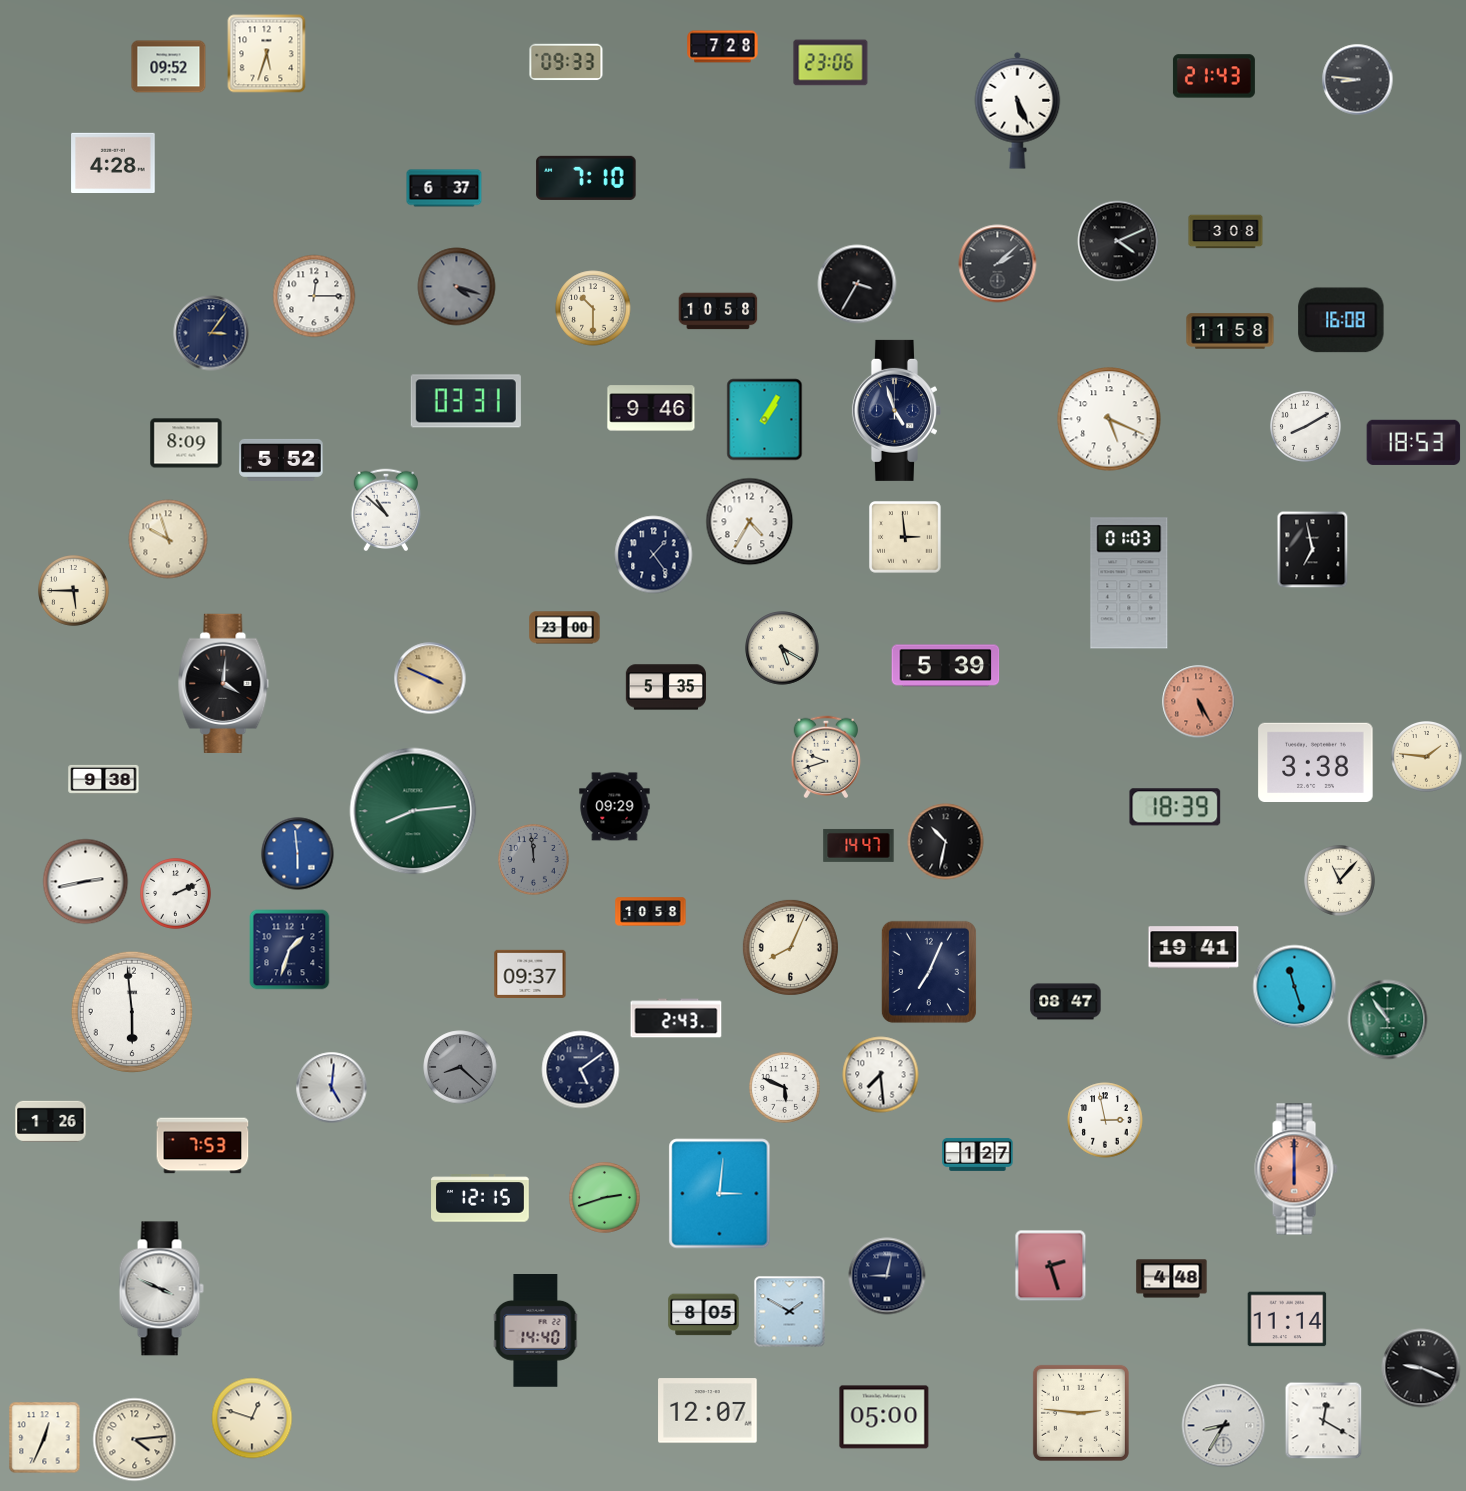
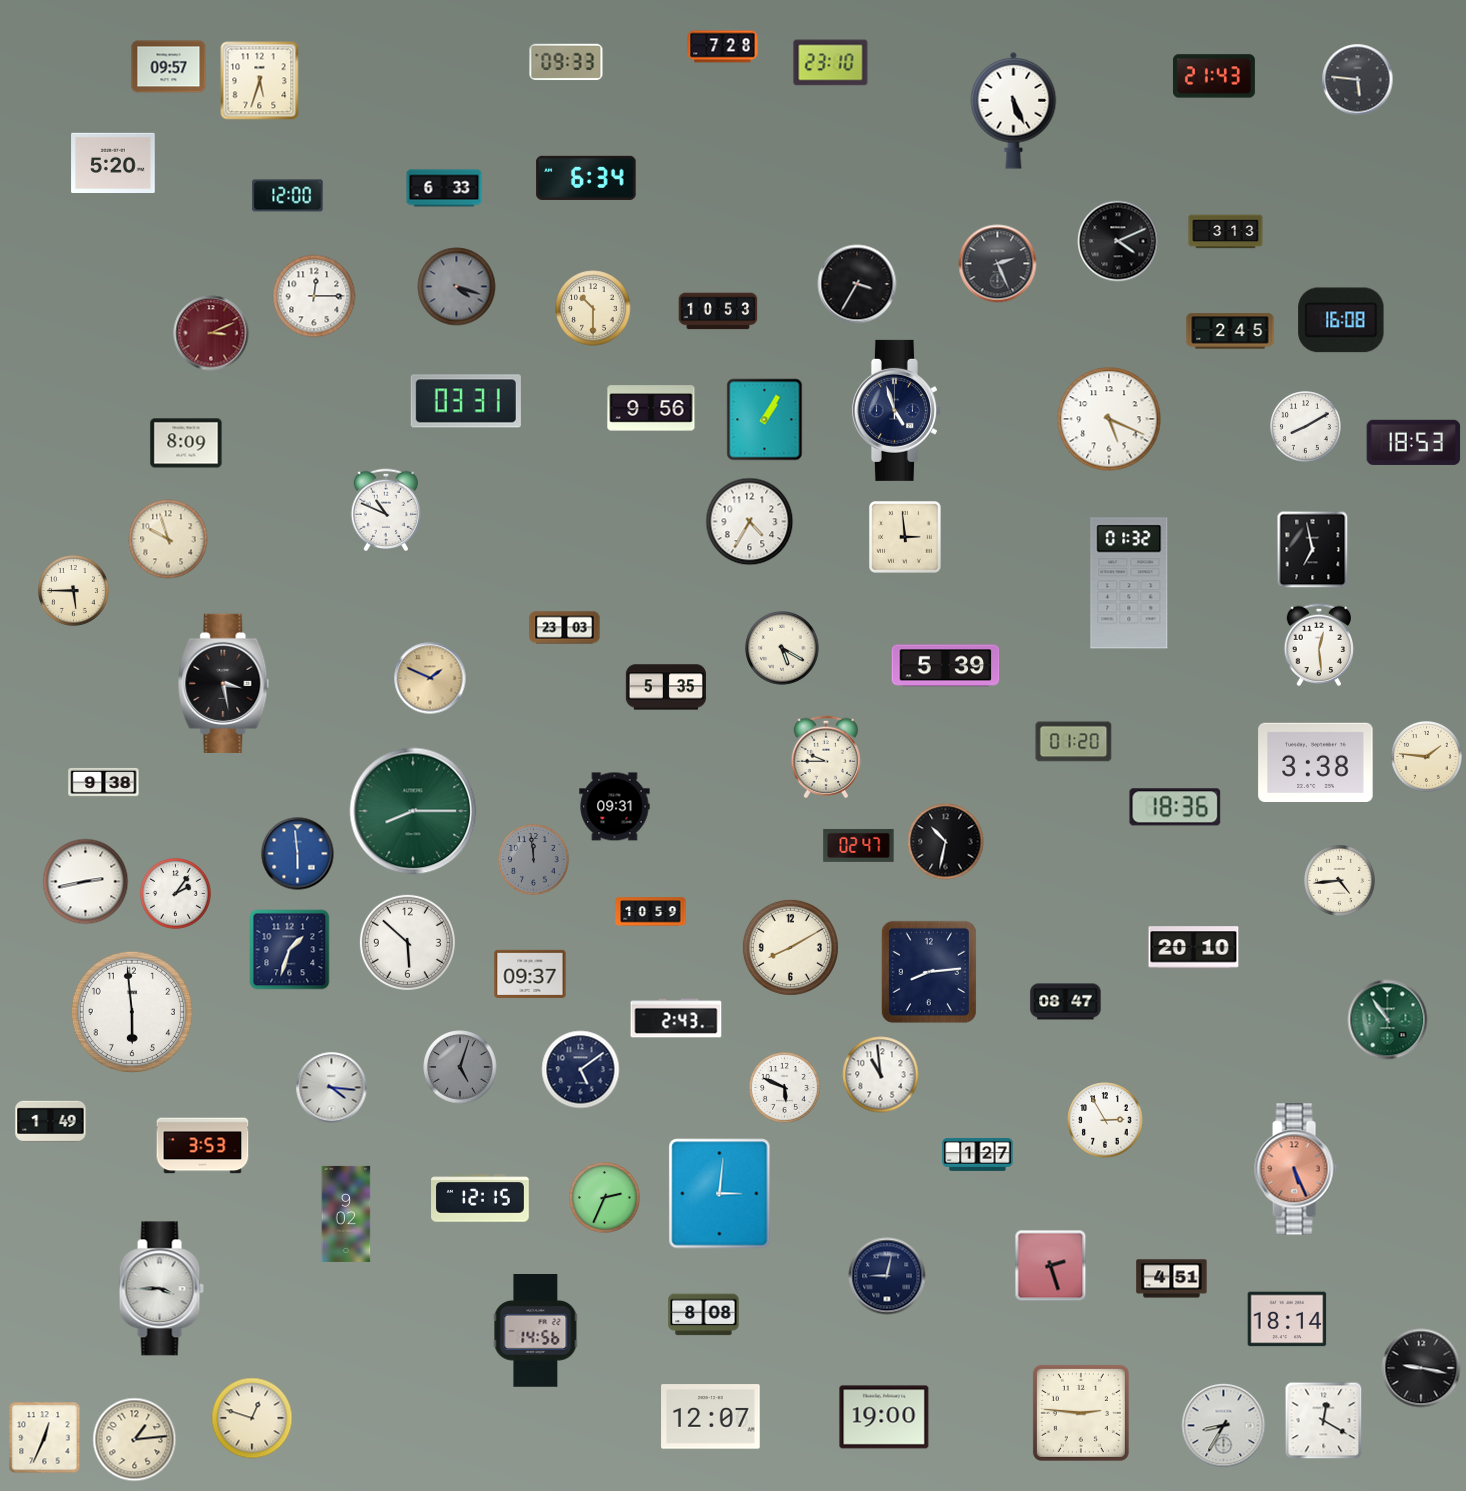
clock at (267, 54) position: (267, 54) -> (260, 81)
clock at (831, 63): 23:06 -> 23:10
clock at (169, 67): 09:52 -> 09:57
clock at (1358, 80): 8:46 -> 5:46
clock at (1018, 110) position: (1018, 110) -> (1014, 110)
clock at (113, 162): 4:28 -> 5:20
clock at (586, 178): 7:10 -> 6:34
clock at (444, 188): 6:37 -> 6:33
clock at (288, 196): none -> 12:00
clock at (1226, 232): 3:08 -> 3:13
clock at (998, 264): 2:08 -> 2:26
clock at (718, 311): 10:58 -> 10:53
clock at (1230, 331): 11:58 -> 2:45
clock at (211, 333): 3:06 -> 3:11
clock at (211, 333) dial: navy -> burgundy
clock at (651, 408): 9:46 -> 9:56
clock at (281, 460): 5:52 -> none
clock at (386, 509): 10:52 -> 10:49
clock at (654, 555): 1:24 -> none
clock at (1129, 583): 01:03 -> 01:32
clock at (565, 628): 23:00 -> 23:03
clock at (1319, 644): none -> 12:29
clock at (430, 678): 3:49 -> 1:49
clock at (224, 683): 4:01 -> 3:28
clock at (1199, 702): 5:25 -> none
clock at (1074, 742): none -> 01:20
clock at (826, 756): 9:42 -> 9:45
clock at (104, 779) position: (104, 779) -> (104, 782)
clock at (615, 807): 09:29 -> 09:31
clock at (1175, 807): 18:39 -> 18:36
clock at (413, 811): 8:14 -> 8:15
clock at (859, 845): 14:47 -> 02:47
clock at (1340, 881): 11:07 -> 4:44
clock at (176, 894): 2:11 -> 2:06
clock at (651, 912): 10:58 -> 10:59
clock at (407, 942): none -> 5:52
clock at (790, 947): 8:04 -> 8:10
clock at (1194, 948): 19:41 -> 20:10
clock at (929, 972): 7:04 -> 8:14
clock at (1295, 987): 11:27 -> none
clock at (460, 1067): 8:22 -> 5:03
clock at (881, 1075): 7:29 -> 10:59
clock at (332, 1088): 5:01 -> 4:16
clock at (1105, 1120): 2:58 -> 2:55
clock at (51, 1121): 1:26 -> 1:49
clock at (203, 1146): 7:53 -> 3:53
clock at (1296, 1169): 6:00 -> 5:26
clock at (605, 1198): 2:42 -> 2:34
clock at (346, 1214): none -> 9:02
clock at (1172, 1279): 4:48 -> 4:51
clock at (161, 1289): 3:49 -> 3:45
clock at (790, 1312): 1:50 -> none
clock at (704, 1315): 8:05 -> 8:08
clock at (1287, 1319): 11:14 -> 18:14
clock at (536, 1331): 14:40 -> 14:56
clock at (1421, 1368): 9:19 -> 9:17
clock at (708, 1411) position: (708, 1411) -> (711, 1417)
clock at (884, 1417): 05:00 -> 19:00
clock at (135, 1440): 4:14 -> 1:14
